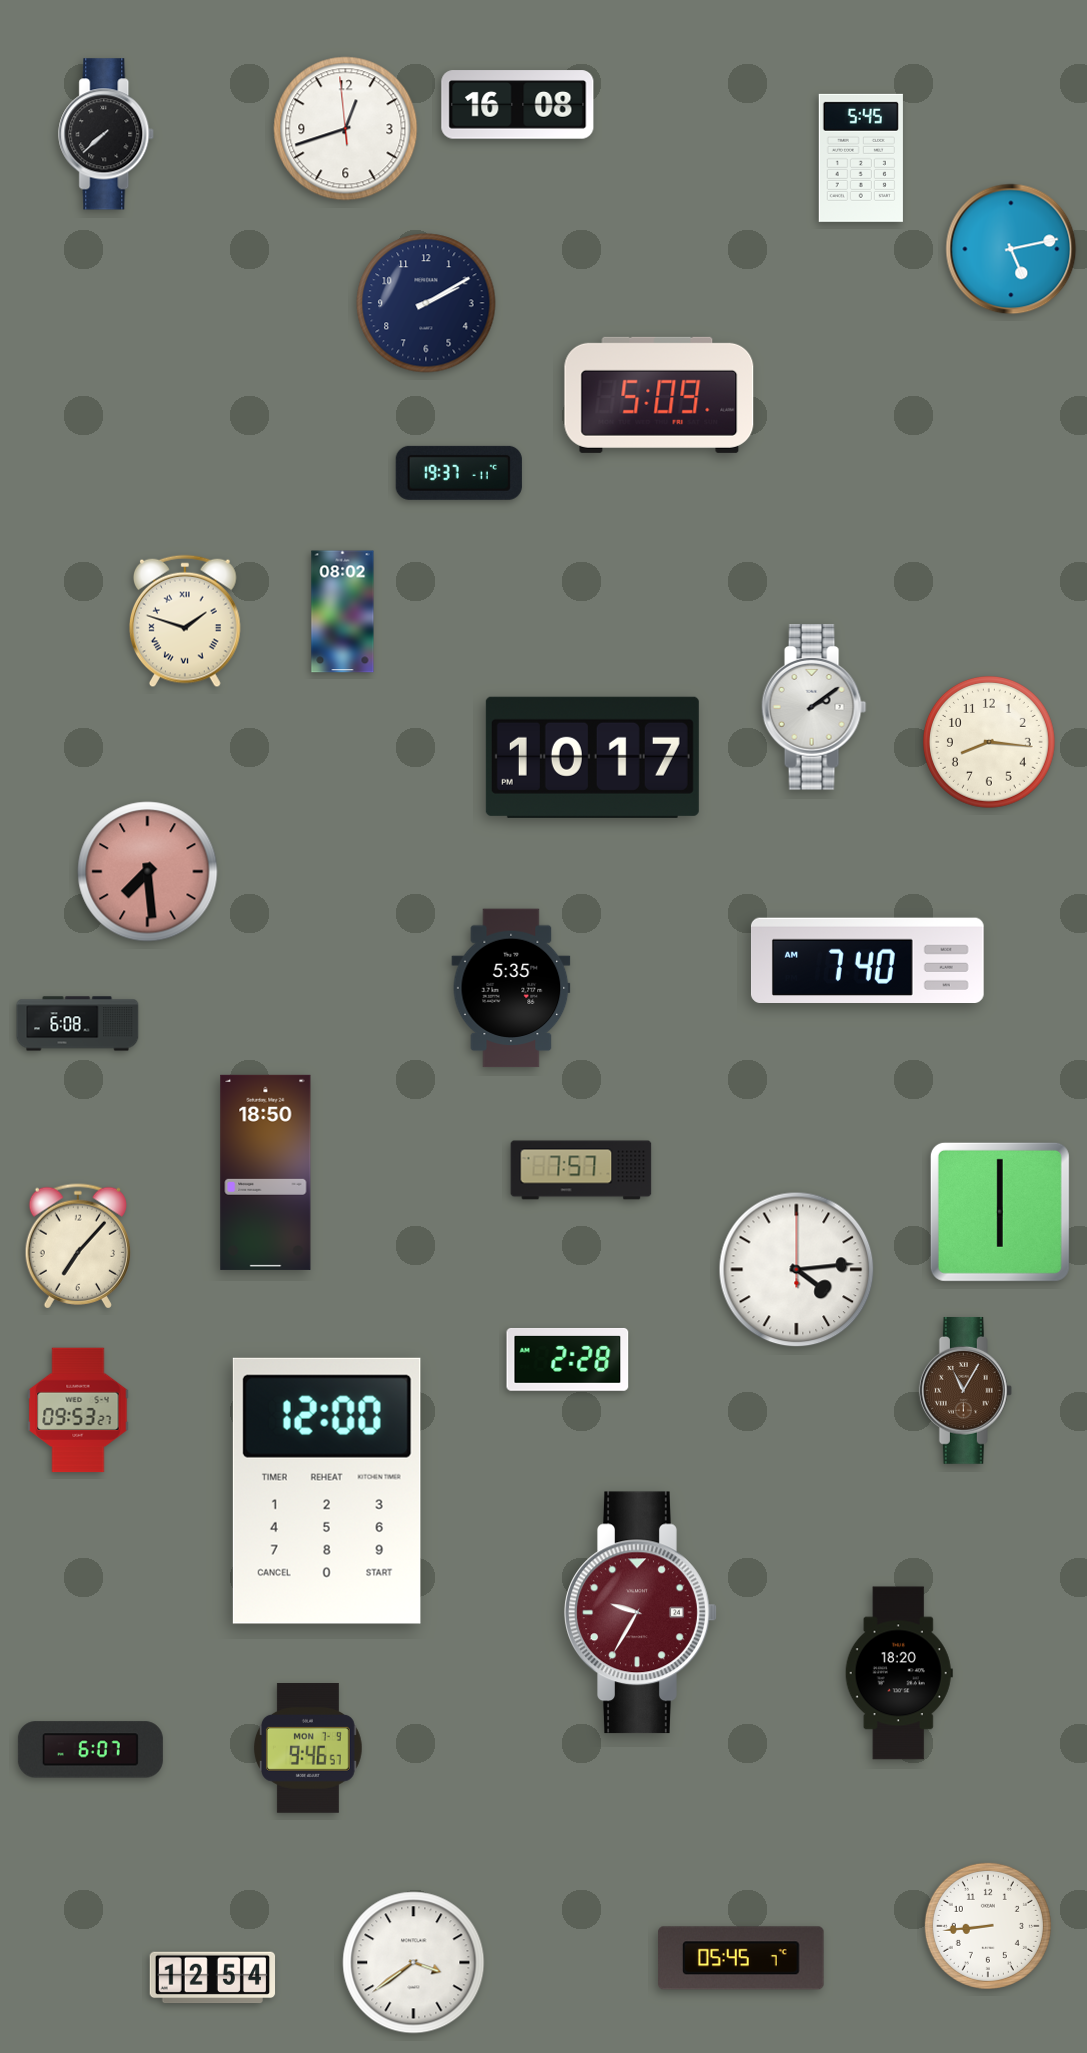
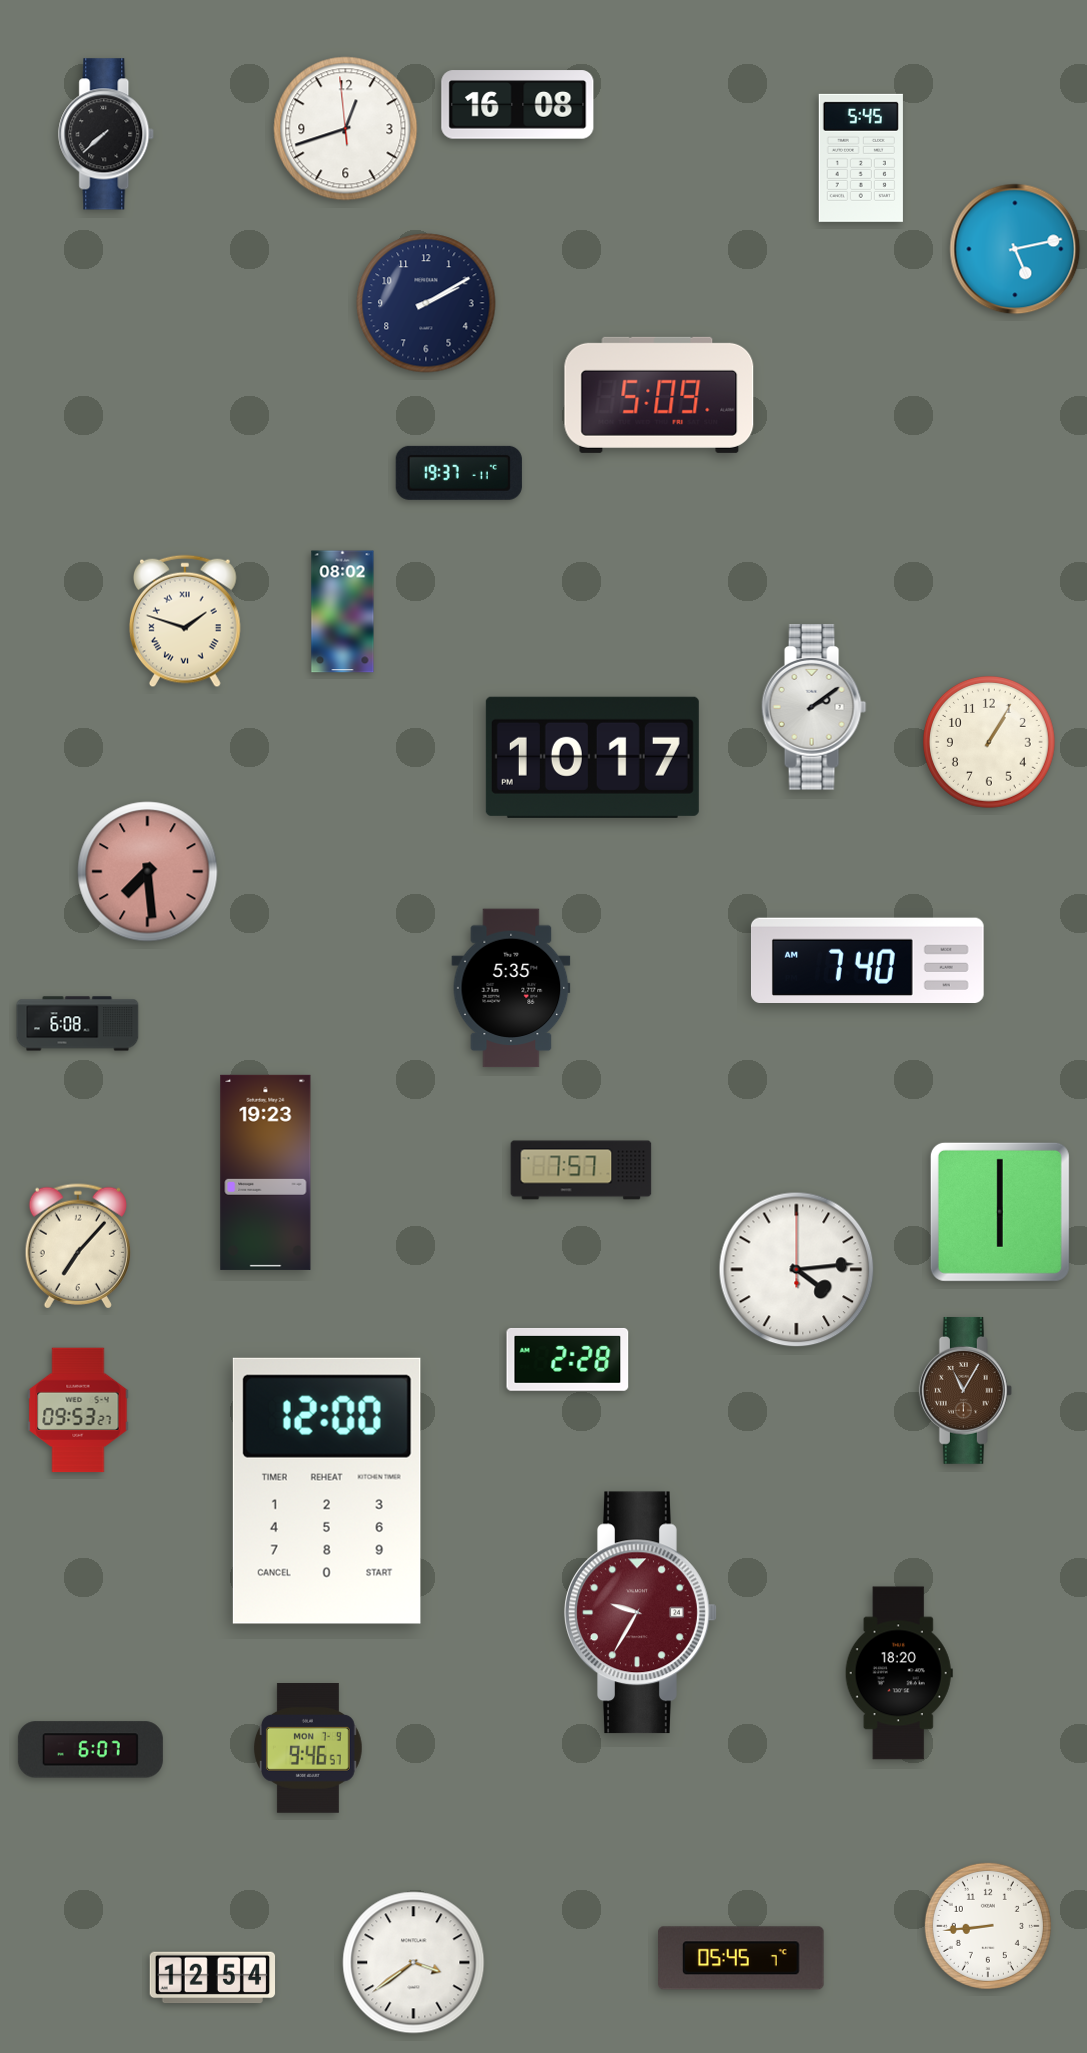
clock at (1011, 249) position: (1011, 249) -> (1015, 249)
clock at (990, 742): 8:16 -> 1:05
clock at (266, 1172): 18:50 -> 19:23
